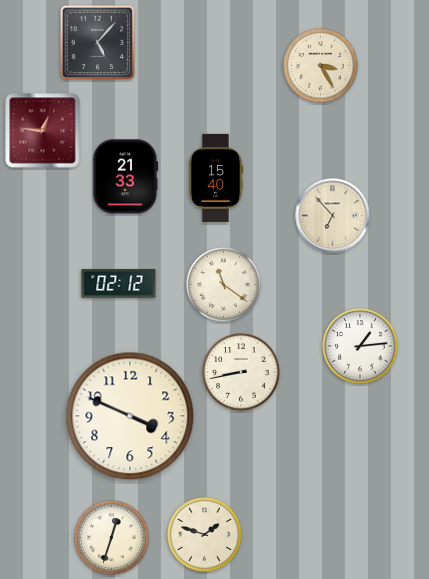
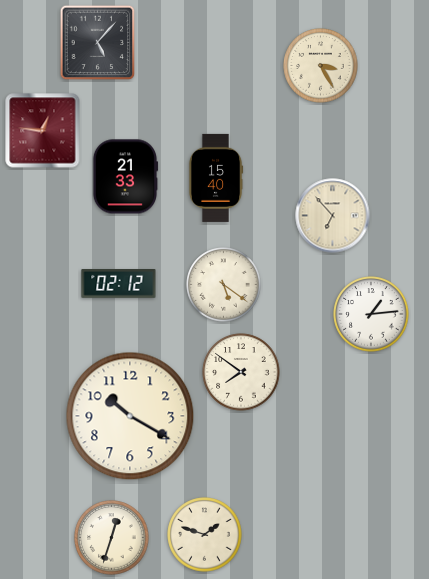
clock at (224, 285): 11:21 -> 5:21
clock at (360, 346) position: (360, 346) -> (371, 314)
clock at (241, 372): 8:43 -> 7:51
clock at (130, 416): 3:49 -> 10:20
